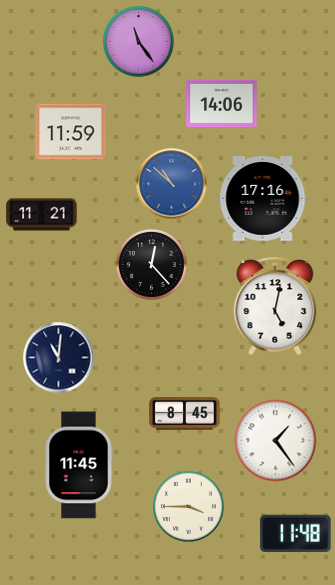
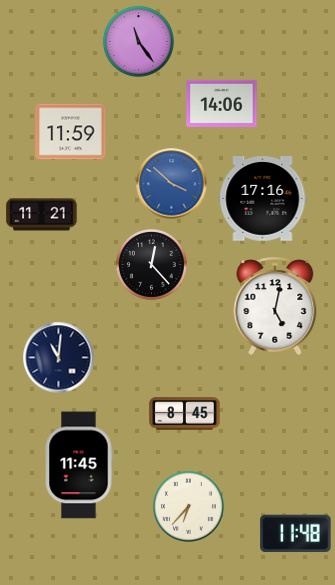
clock at (172, 184): 10:52 -> 3:52
clock at (276, 441): 1:24 -> none
clock at (188, 506): 3:45 -> 6:37
